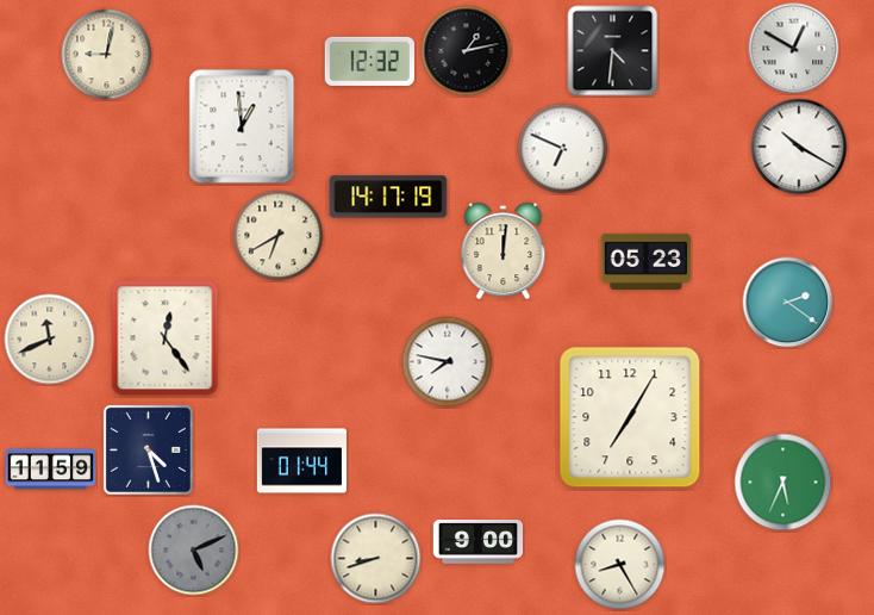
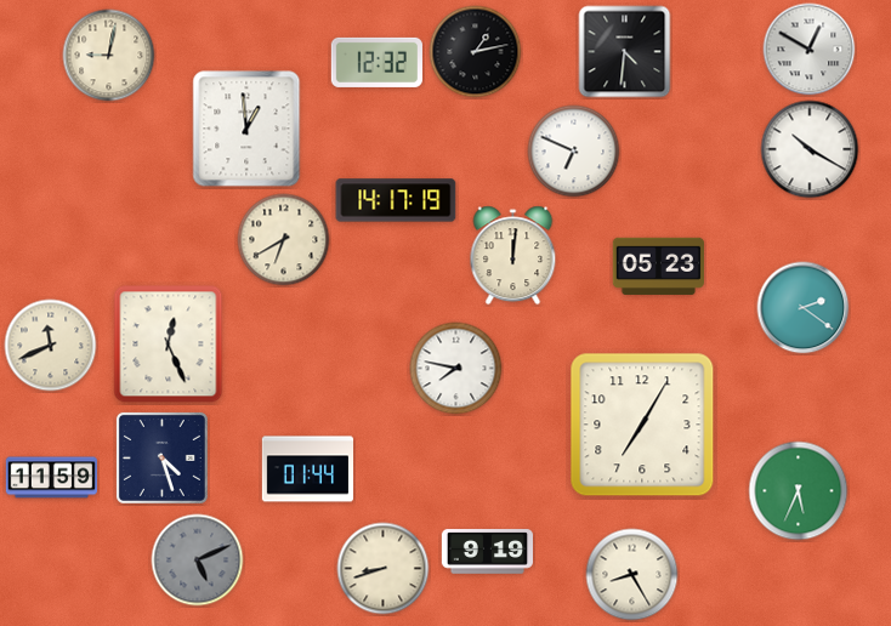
clock at (799, 147) position: (799, 147) -> (810, 149)
clock at (166, 338): 12:24 -> 12:26
clock at (148, 449) position: (148, 449) -> (161, 457)
clock at (477, 542): 9:00 -> 9:19
